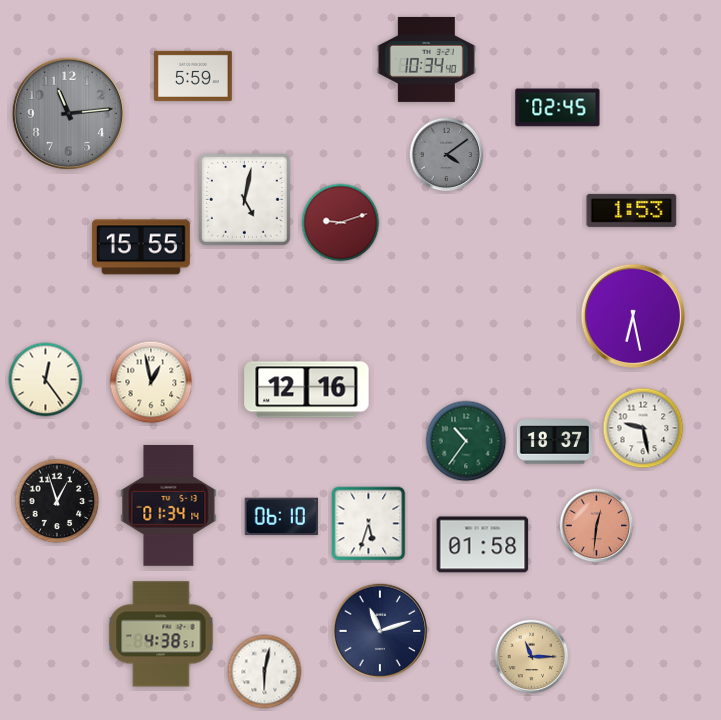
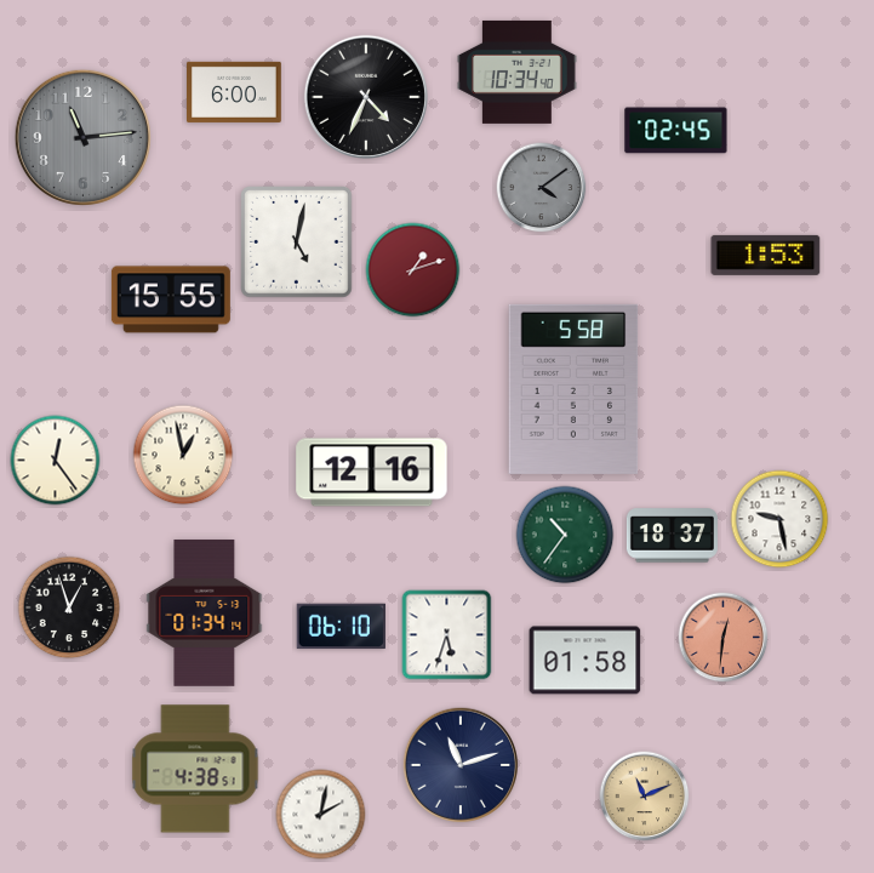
clock at (193, 76): 5:59 -> 6:00
clock at (366, 97): none -> 4:34
clock at (341, 223): 9:12 -> 1:12
clock at (633, 316): 6:28 -> none
clock at (573, 389): none -> 5:58
clock at (151, 382) position: (151, 382) -> (183, 455)
clock at (532, 657): 11:15 -> 11:11
clock at (265, 672): 6:02 -> 2:02
